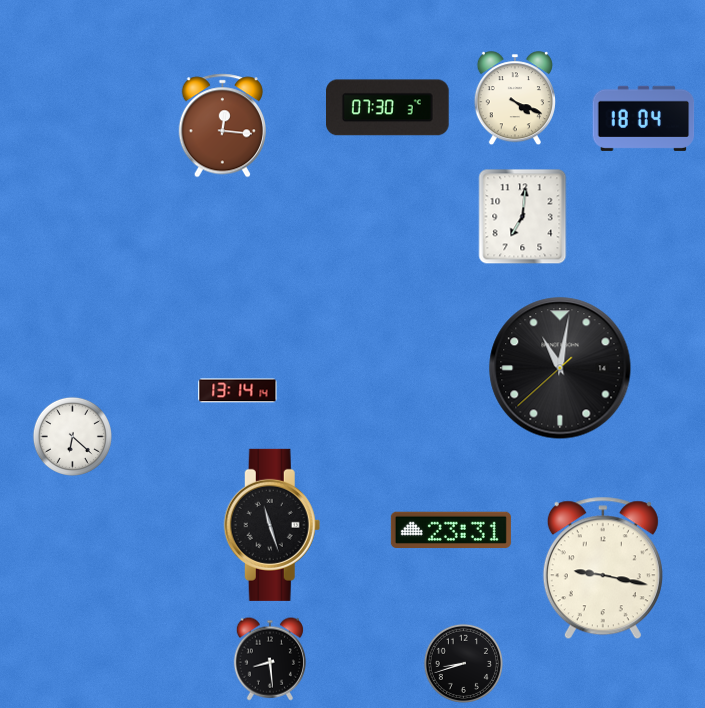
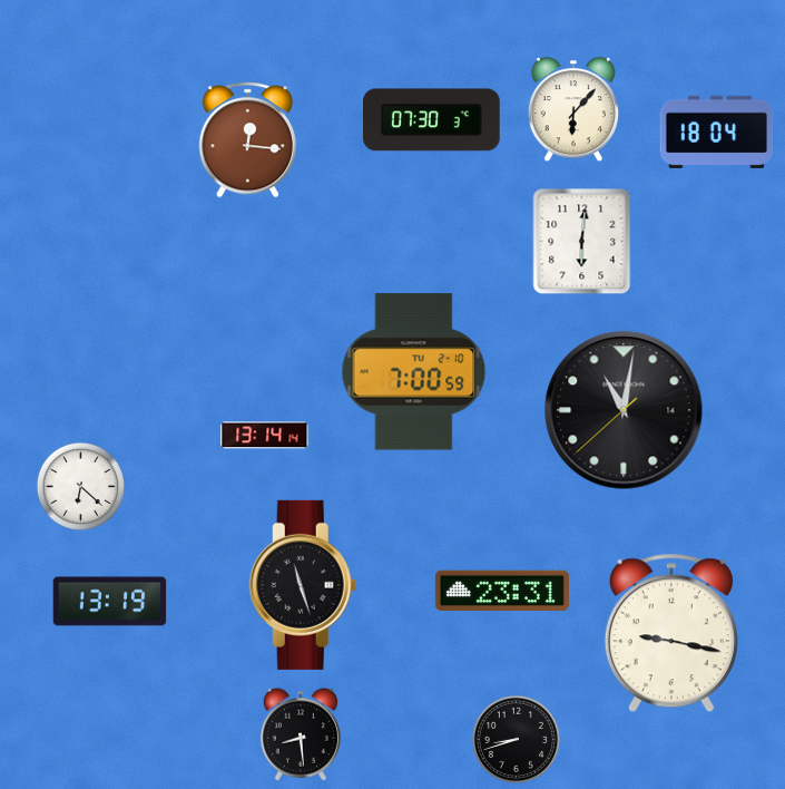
clock at (515, 99): 4:19 -> 6:07
clock at (523, 217): 7:01 -> 6:01
clock at (414, 372): none -> 7:00
clock at (110, 602): none -> 13:19
